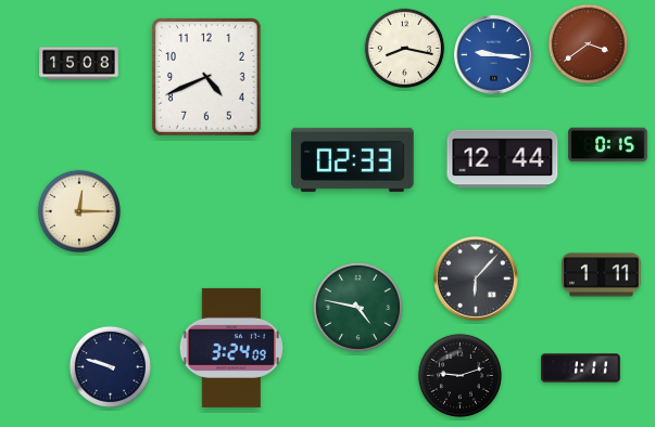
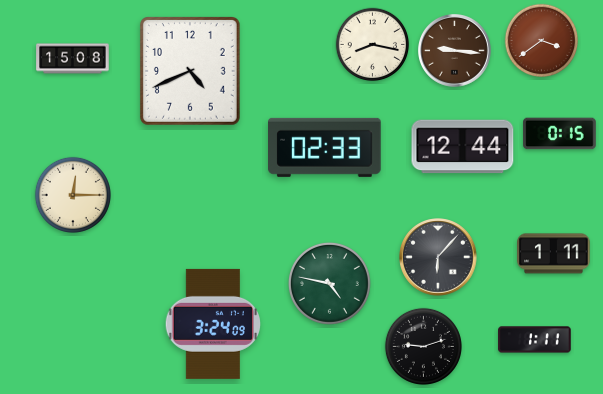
clock at (494, 55) dial: blue -> brown
clock at (230, 348) position: (230, 348) -> (212, 324)
clock at (110, 366): 9:48 -> none
